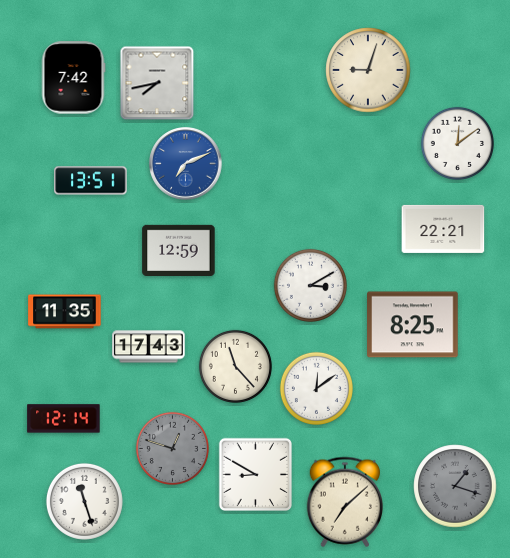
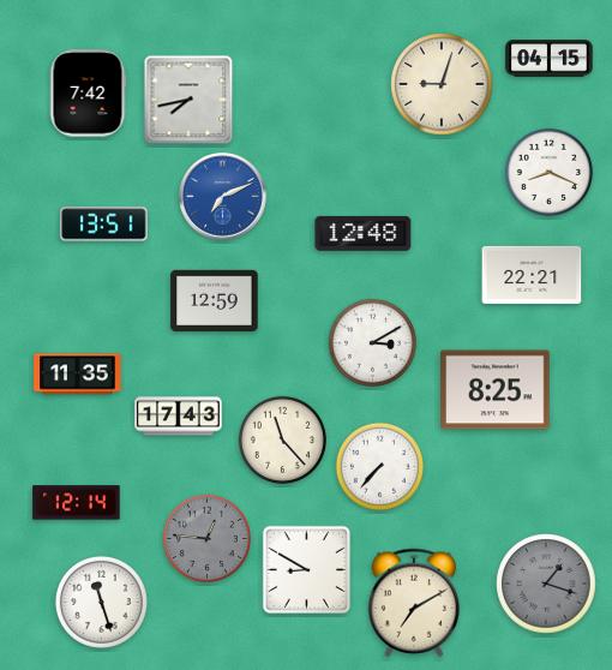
clock at (550, 59): none -> 04:15
clock at (457, 143): 12:09 -> 8:19
clock at (91, 181) position: (91, 181) -> (104, 225)
clock at (364, 233): none -> 12:48
clock at (316, 388): 12:09 -> 7:37
clock at (172, 448): 12:48 -> 12:46
clock at (345, 502): 7:08 -> 7:10
